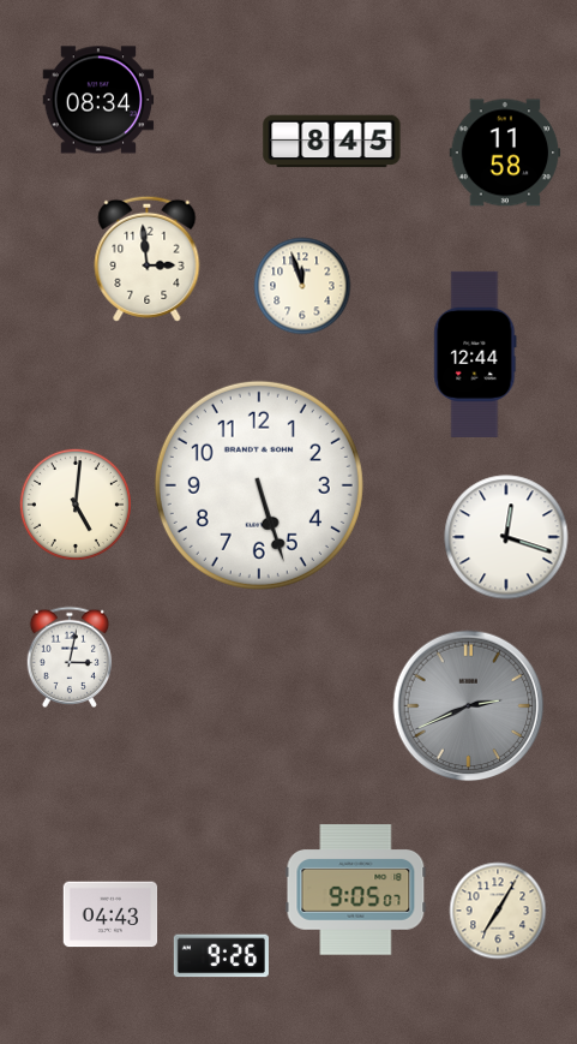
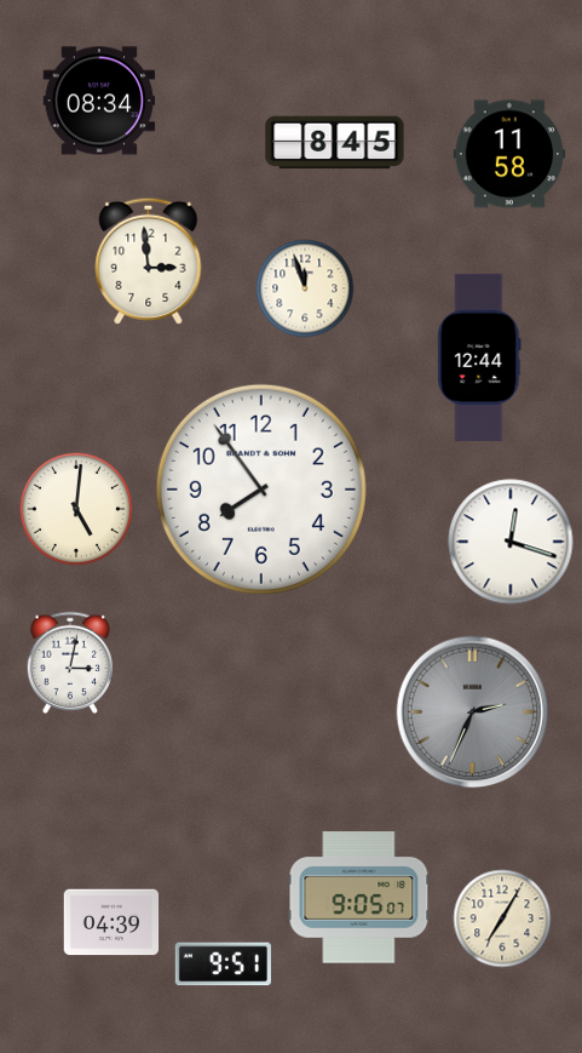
clock at (259, 485): 5:27 -> 7:54
clock at (469, 706): 2:41 -> 2:34
clock at (110, 914): 04:43 -> 04:39
clock at (221, 956): 9:26 -> 9:51
